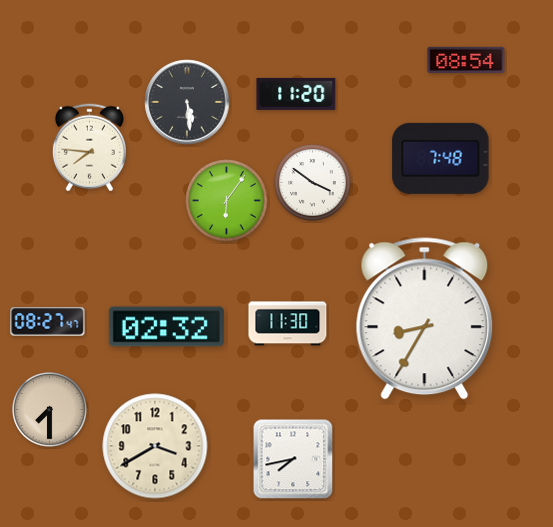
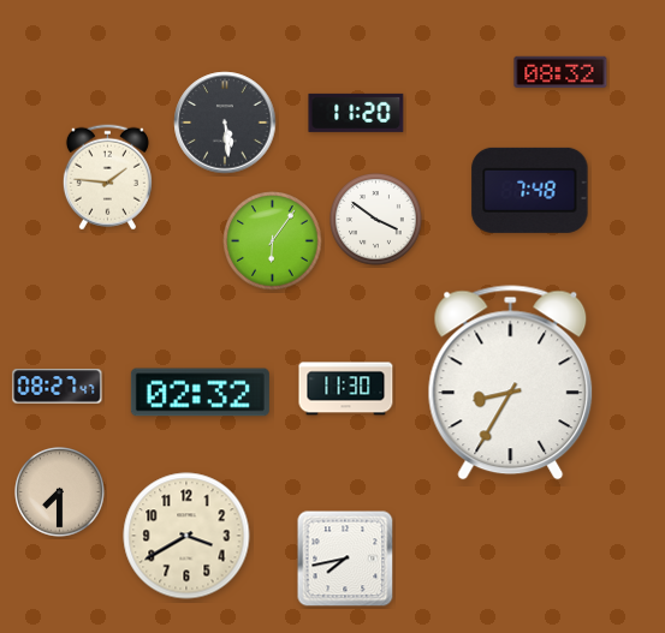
clock at (466, 60): 08:54 -> 08:32
clock at (89, 148): 7:46 -> 1:46
clock at (293, 459) position: (293, 459) -> (345, 559)
